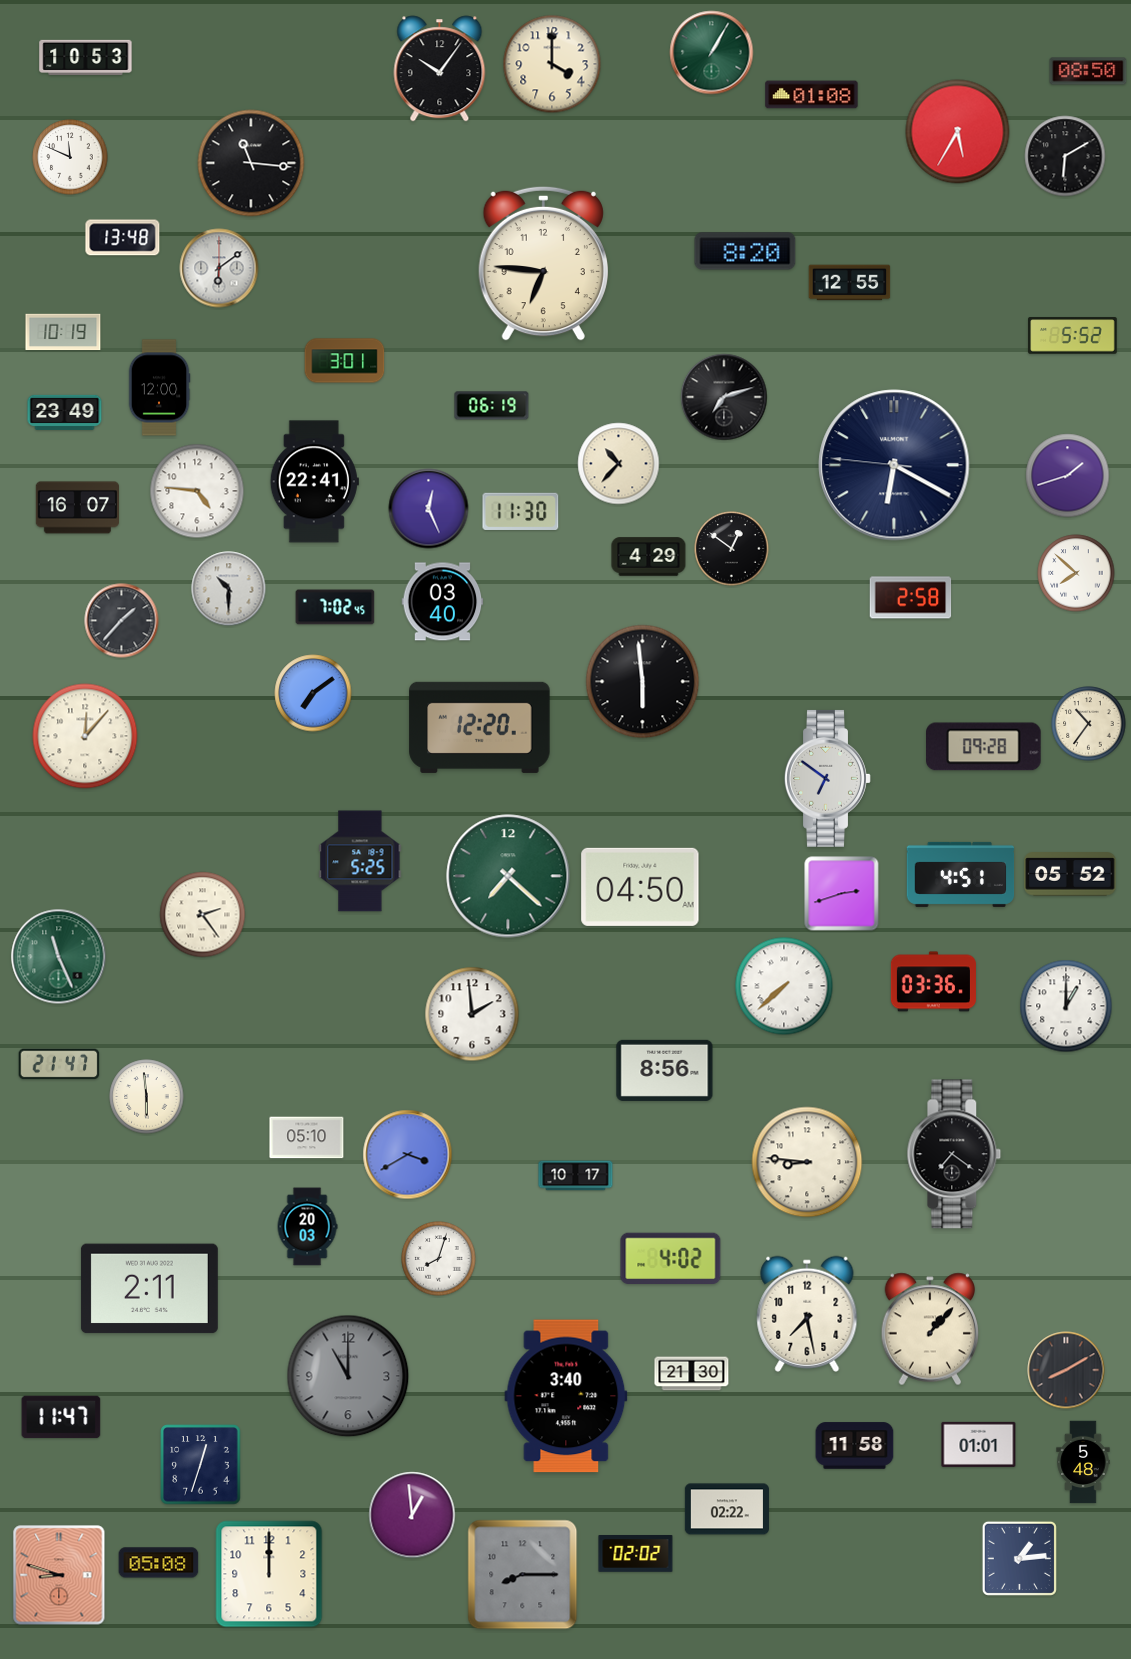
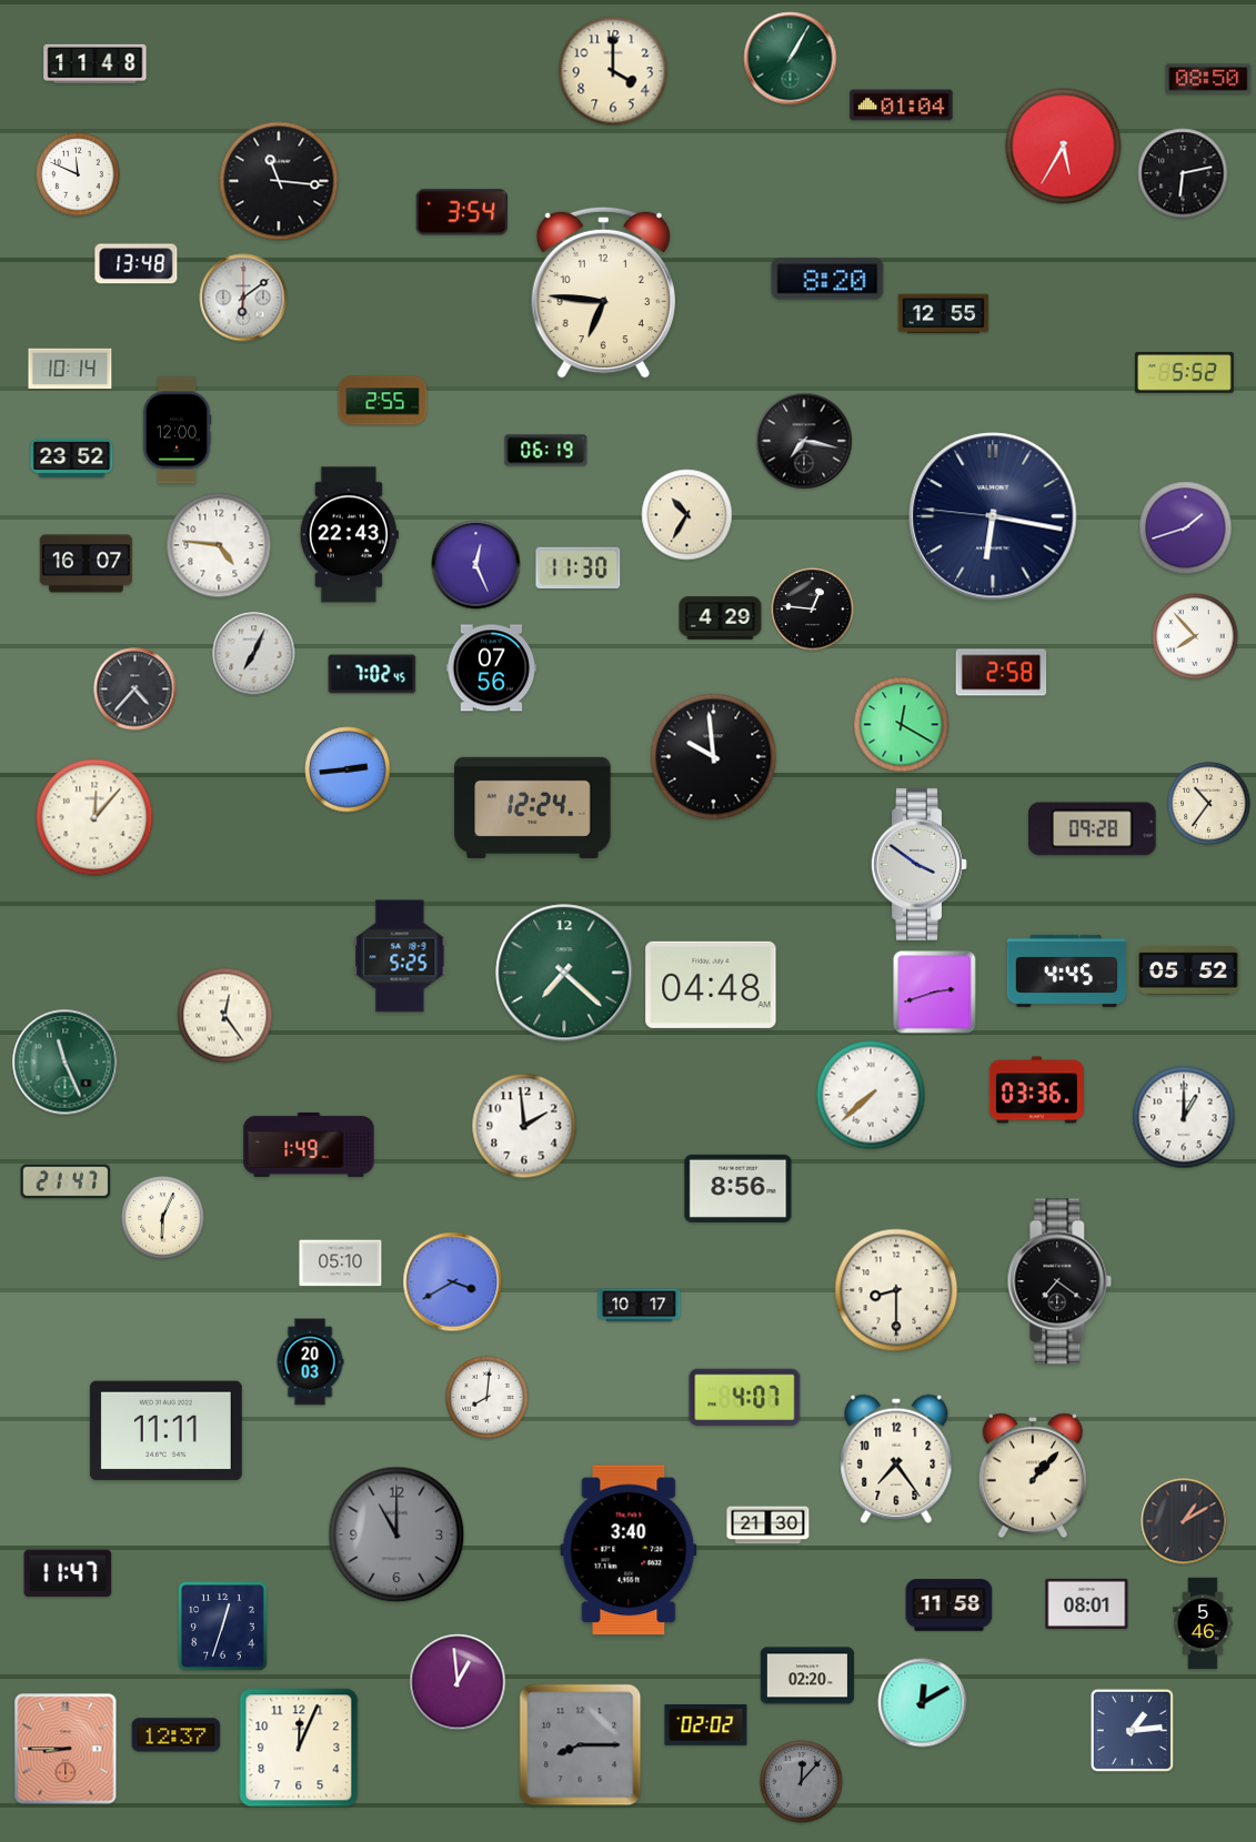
clock at (86, 57): 10:53 -> 11:48
clock at (440, 69): 10:06 -> none
clock at (812, 95): 01:08 -> 01:04
clock at (1065, 156): 6:10 -> 6:13
clock at (461, 212): none -> 3:54
clock at (63, 332): 10:19 -> 10:14
clock at (1073, 336) position: (1073, 336) -> (1185, 373)
clock at (345, 361): 3:01 -> 2:55
clock at (724, 397): 7:12 -> 7:17
clock at (65, 412): 23:49 -> 23:52
clock at (619, 464): 10:37 -> 10:35
clock at (894, 465): 6:19 -> 6:16
clock at (314, 482): 22:41 -> 22:43
clock at (732, 549): 12:51 -> 12:46
clock at (1076, 573): 7:52 -> 7:53
clock at (229, 589): 10:30 -> 7:04
clock at (911, 598) position: (911, 598) -> (1002, 673)
clock at (443, 602): 03:40 -> 07:56
clock at (122, 621): 1:37 -> 4:37
clock at (902, 725): none -> 12:20
clock at (643, 682): 5:59 -> 9:59
clock at (313, 693): 7:09 -> 2:44
clock at (480, 727): 12:20 -> 12:24
clock at (828, 778): 6:51 -> 3:51
clock at (961, 874): 4:51 -> 4:45
clock at (640, 887): 04:50 -> 04:48
clock at (203, 915): 2:24 -> 12:24
clock at (309, 1145): none -> 1:49
clock at (147, 1097): 5:59 -> 6:04
clock at (807, 1162): 8:46 -> 8:30
clock at (307, 1227) position: (307, 1227) -> (310, 1362)
clock at (439, 1259): 8:03 -> 8:01
clock at (671, 1259): 4:02 -> 4:07
clock at (149, 1289): 2:11 -> 11:11
clock at (807, 1314): 7:28 -> 7:24
clock at (1066, 1370): 8:10 -> 1:10
clock at (348, 1376) position: (348, 1376) -> (396, 1534)
clock at (979, 1444): 01:01 -> 08:01
clock at (1083, 1462): 5:48 -> 5:46
clock at (727, 1509): 02:22 -> 02:20
clock at (923, 1703): none -> 12:10
clock at (159, 1563): 05:08 -> 12:37
clock at (269, 1574): 12:00 -> 12:04
clock at (59, 1575): 8:48 -> 8:45
clock at (523, 1575) position: (523, 1575) -> (581, 1745)
clock at (802, 1782): none -> 12:07
